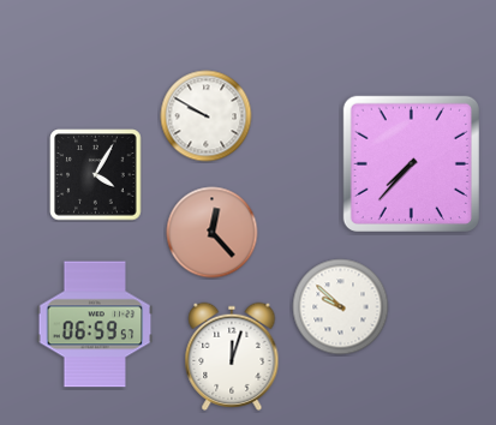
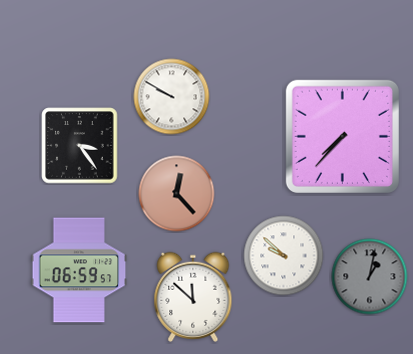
clock at (96, 175): 4:05 -> 3:24
clock at (370, 277): none -> 1:02
clock at (232, 357): 12:03 -> 11:52
